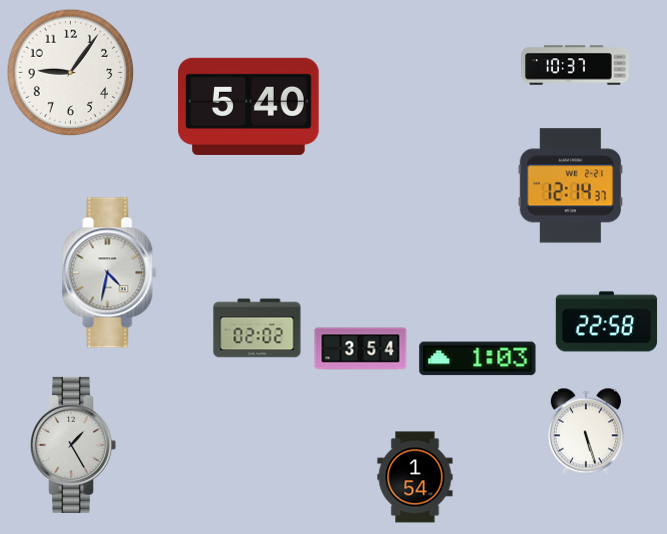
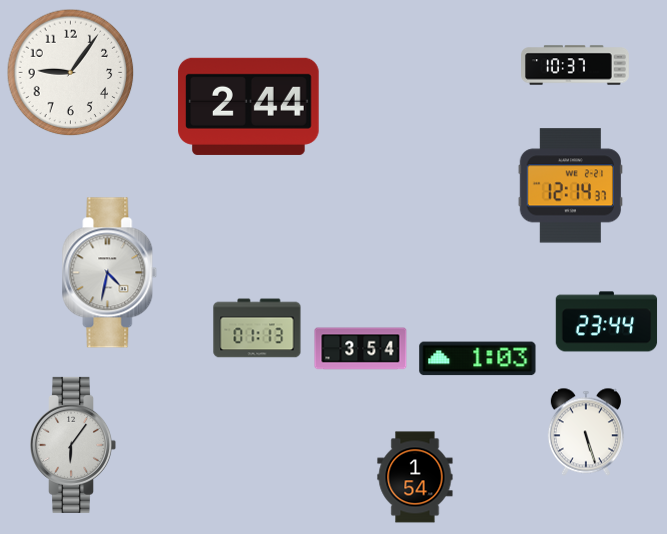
clock at (249, 106): 5:40 -> 2:44
clock at (607, 322): 22:58 -> 23:44
clock at (257, 328): 02:02 -> 01:13
clock at (73, 445): 1:25 -> 6:06
